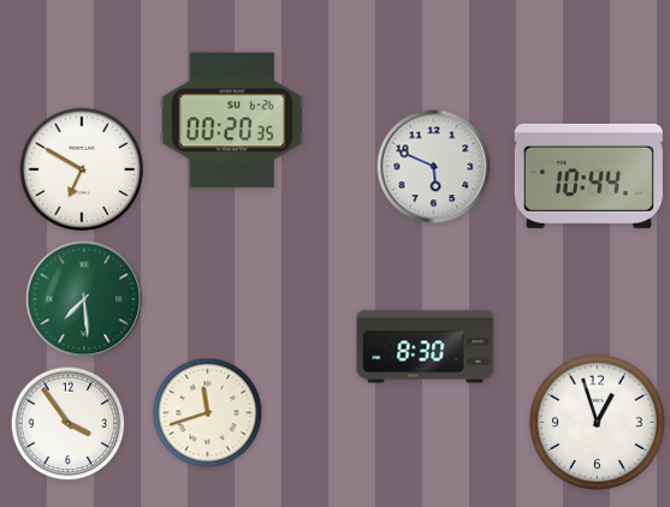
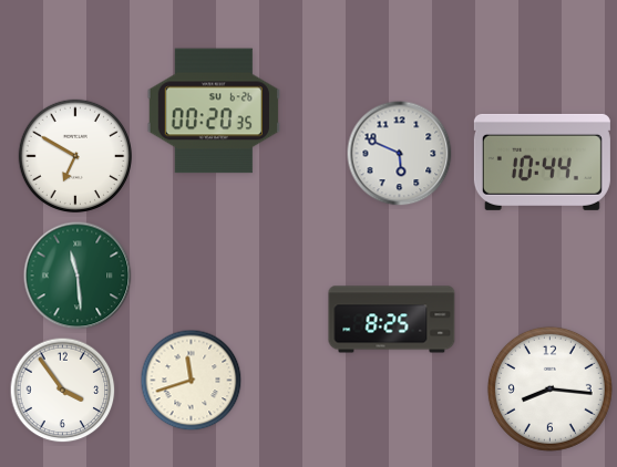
clock at (84, 299): 7:29 -> 11:29
clock at (426, 347): 8:30 -> 8:25
clock at (597, 422): 12:57 -> 8:16
